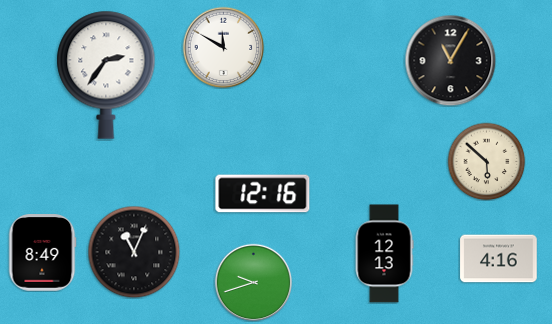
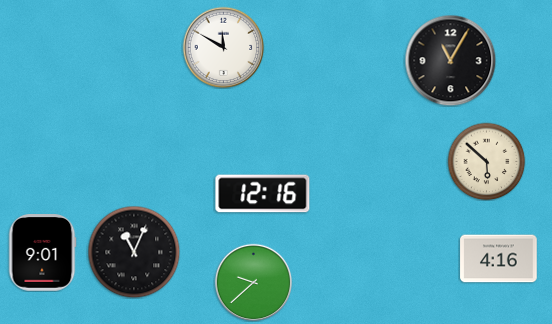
clock at (106, 75): 2:36 -> none
clock at (42, 253): 8:49 -> 9:01
clock at (384, 254): 12:13 -> none
clock at (253, 282): 9:42 -> 9:38
